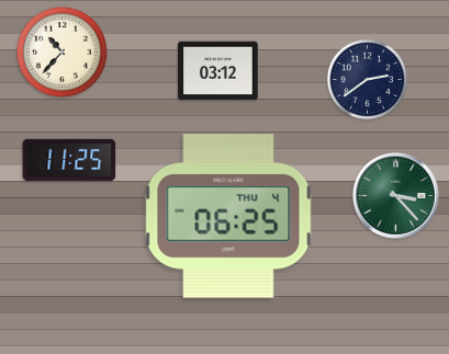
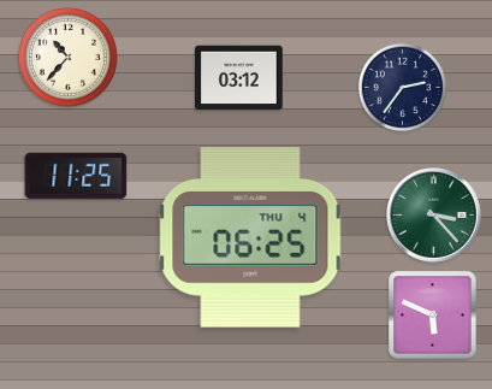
clock at (368, 80): 2:39 -> 2:36
clock at (433, 316): none -> 5:49
